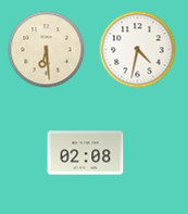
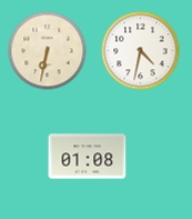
clock at (47, 50): 6:29 -> 6:32
clock at (86, 153): 02:08 -> 01:08
